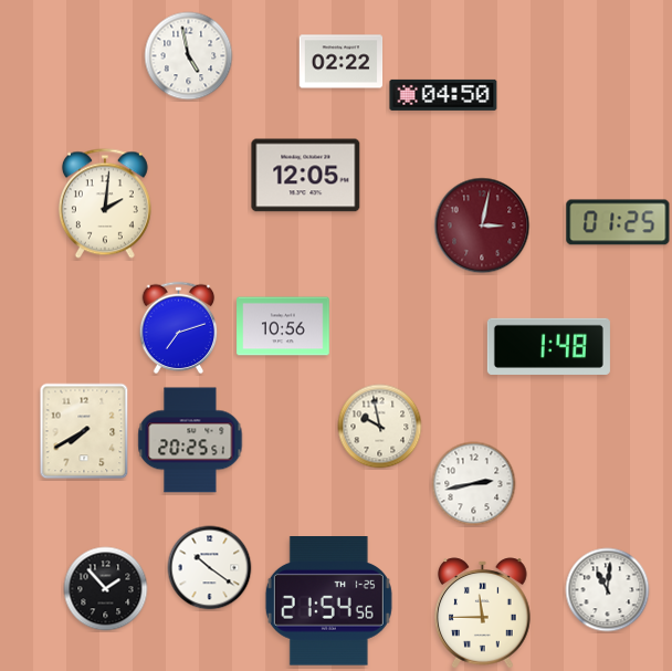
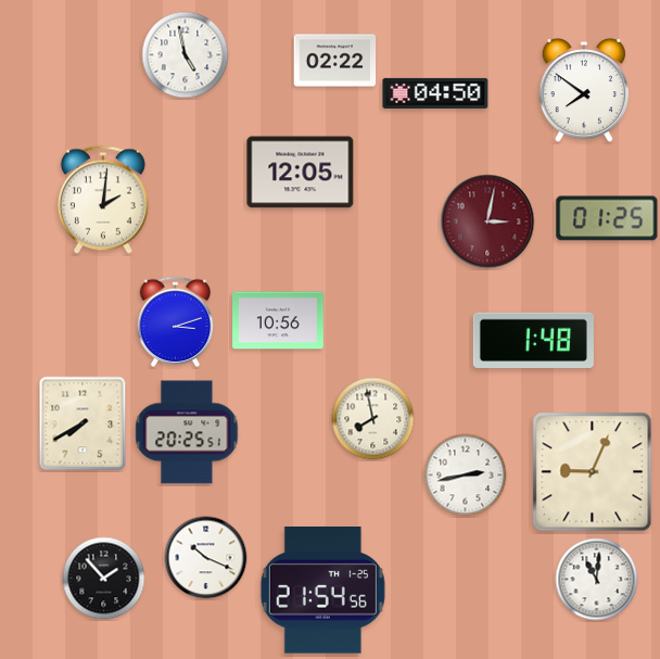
clock at (584, 90): none -> 7:51
clock at (482, 226) position: (482, 226) -> (487, 221)
clock at (179, 328): 7:12 -> 3:12
clock at (548, 346) position: (548, 346) -> (533, 340)
clock at (380, 427): 9:58 -> 7:58
clock at (593, 472): none -> 9:04
clock at (210, 568): 10:21 -> 10:19
clock at (483, 614): 11:45 -> none
